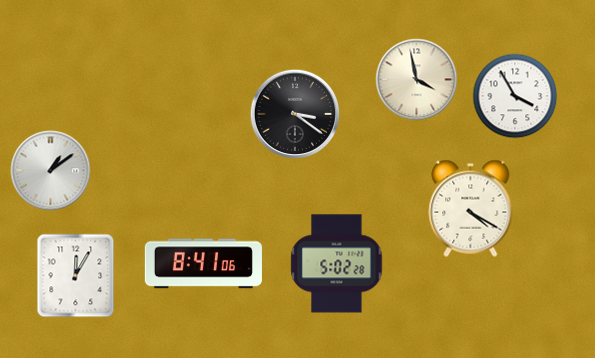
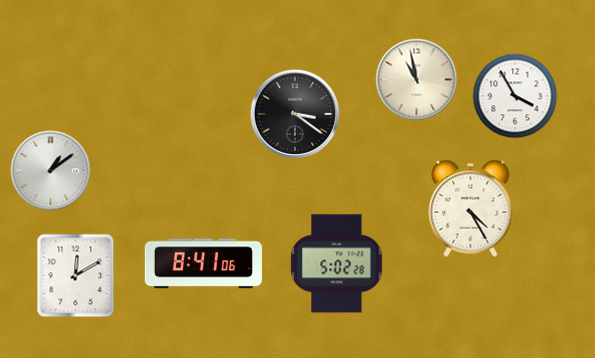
clock at (417, 80): 3:58 -> 10:58
clock at (471, 208): 4:20 -> 4:25
clock at (76, 276): 12:05 -> 12:10
